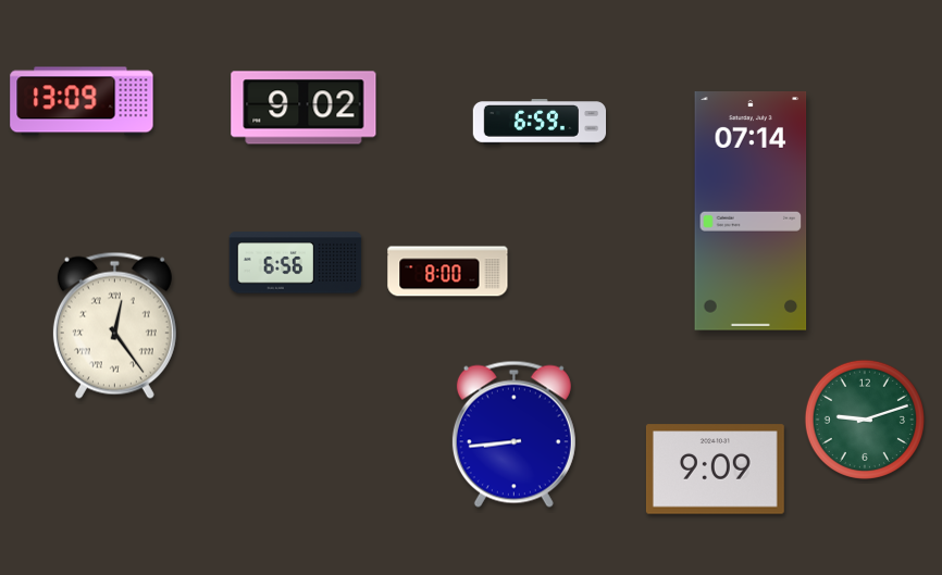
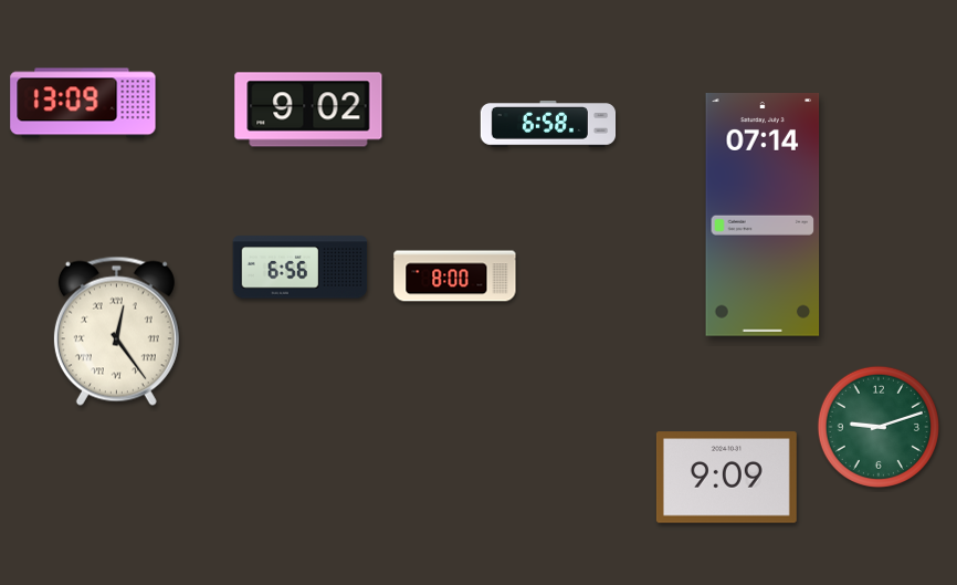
clock at (540, 123): 6:59 -> 6:58
clock at (513, 434): 8:44 -> none
